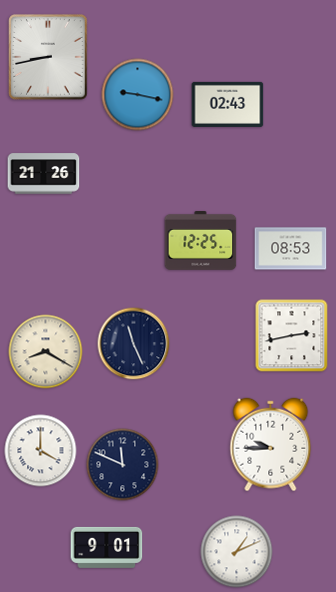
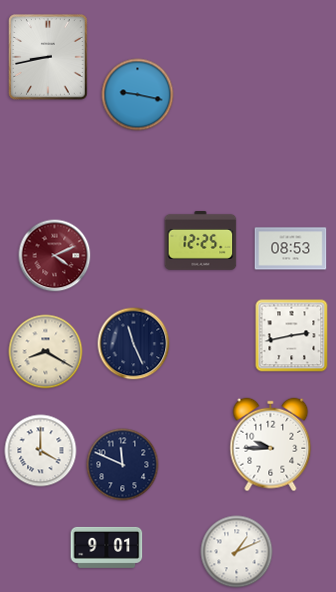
clock at (228, 104): 02:43 -> none
clock at (44, 174): 21:26 -> none
clock at (55, 256): none -> 4:11
